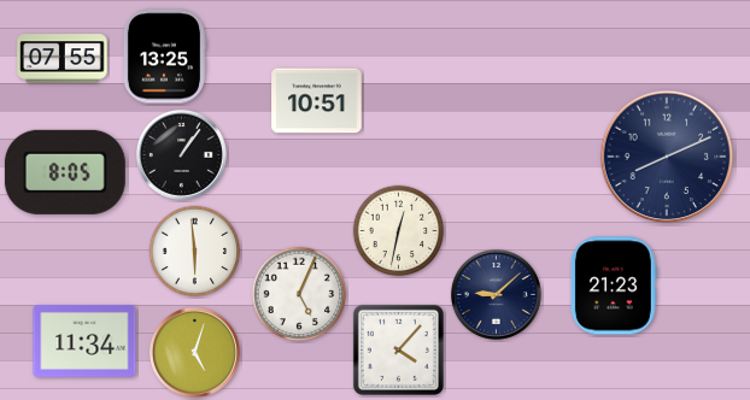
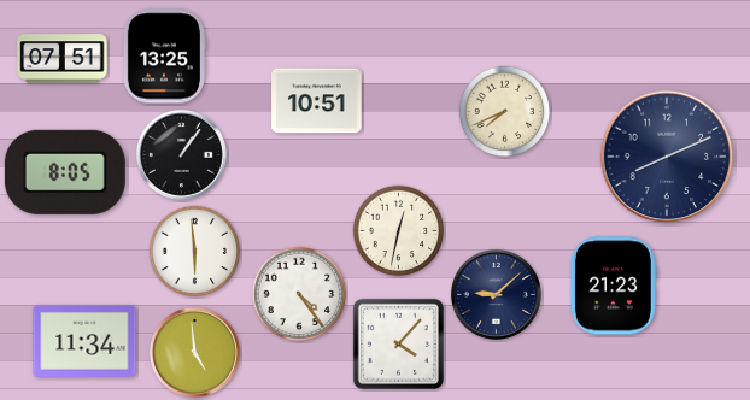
clock at (63, 59): 07:55 -> 07:51
clock at (505, 112): none -> 7:41
clock at (299, 294): 5:04 -> 4:24
clock at (398, 349) position: (398, 349) -> (398, 343)
clock at (194, 352): 5:03 -> 4:59
